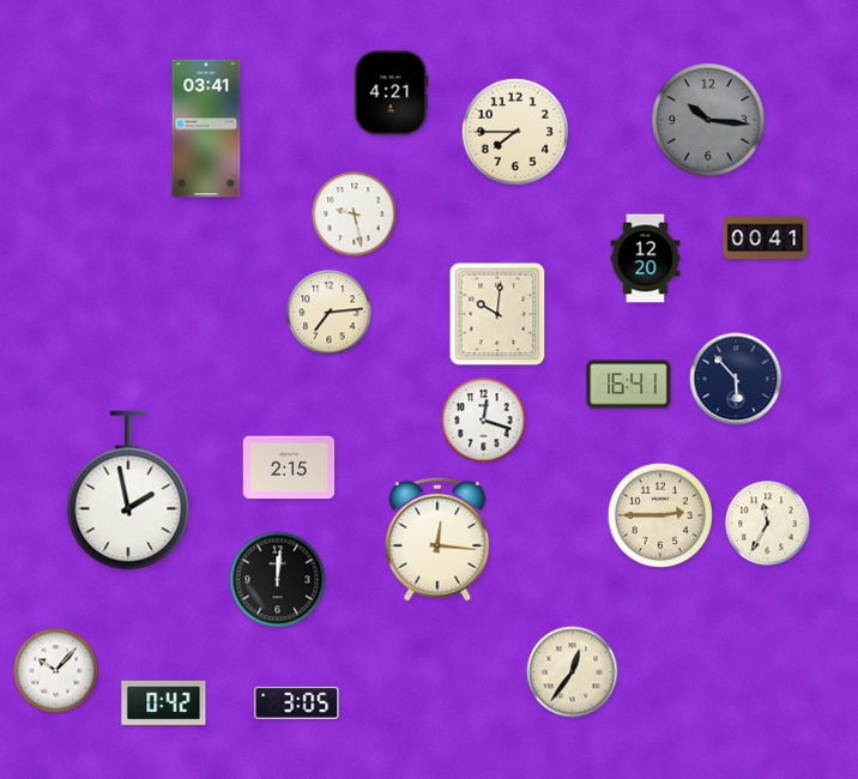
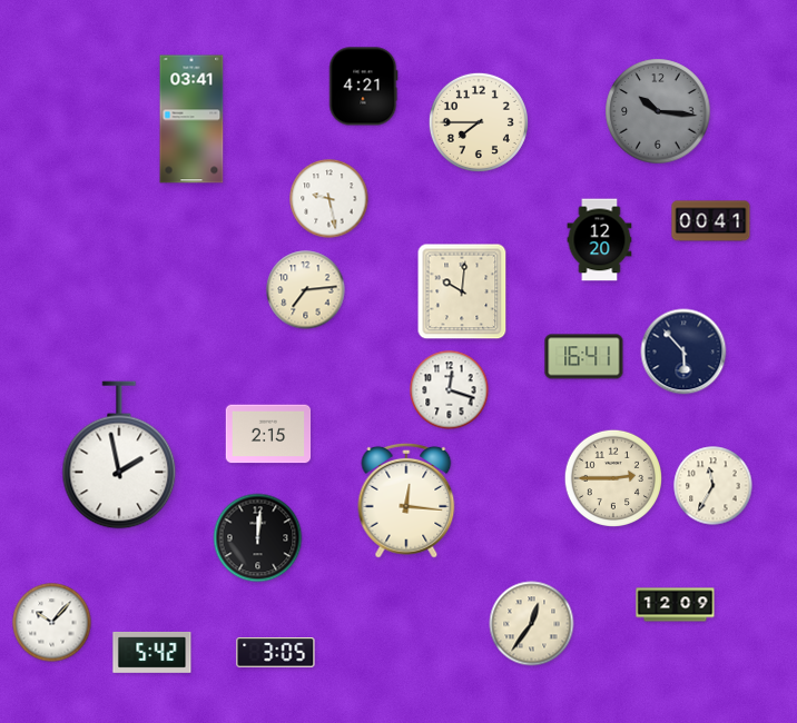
clock at (676, 605): none -> 12:09
clock at (164, 702): 0:42 -> 5:42
